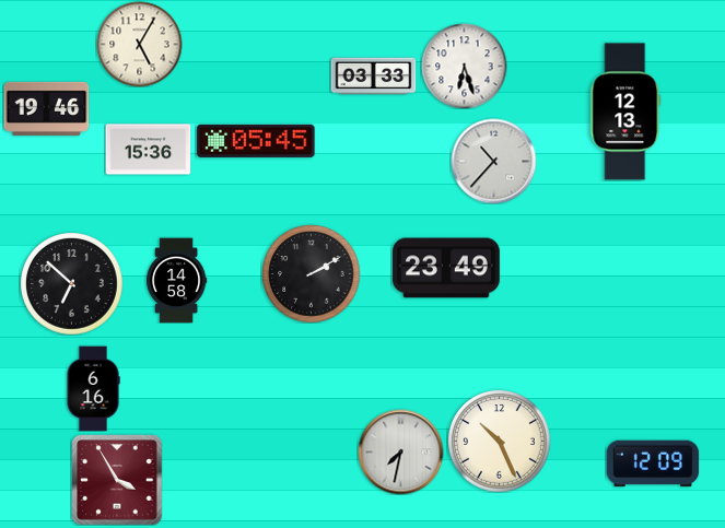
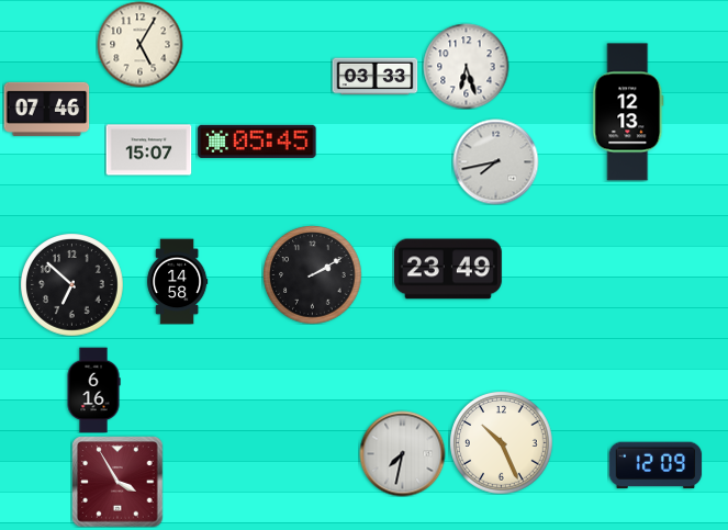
clock at (46, 108): 19:46 -> 07:46
clock at (148, 150): 15:36 -> 15:07
clock at (493, 161): 10:37 -> 7:43
